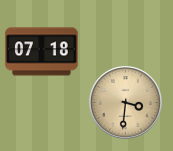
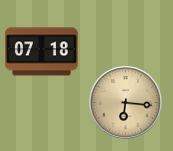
clock at (125, 102): 3:31 -> 6:16
